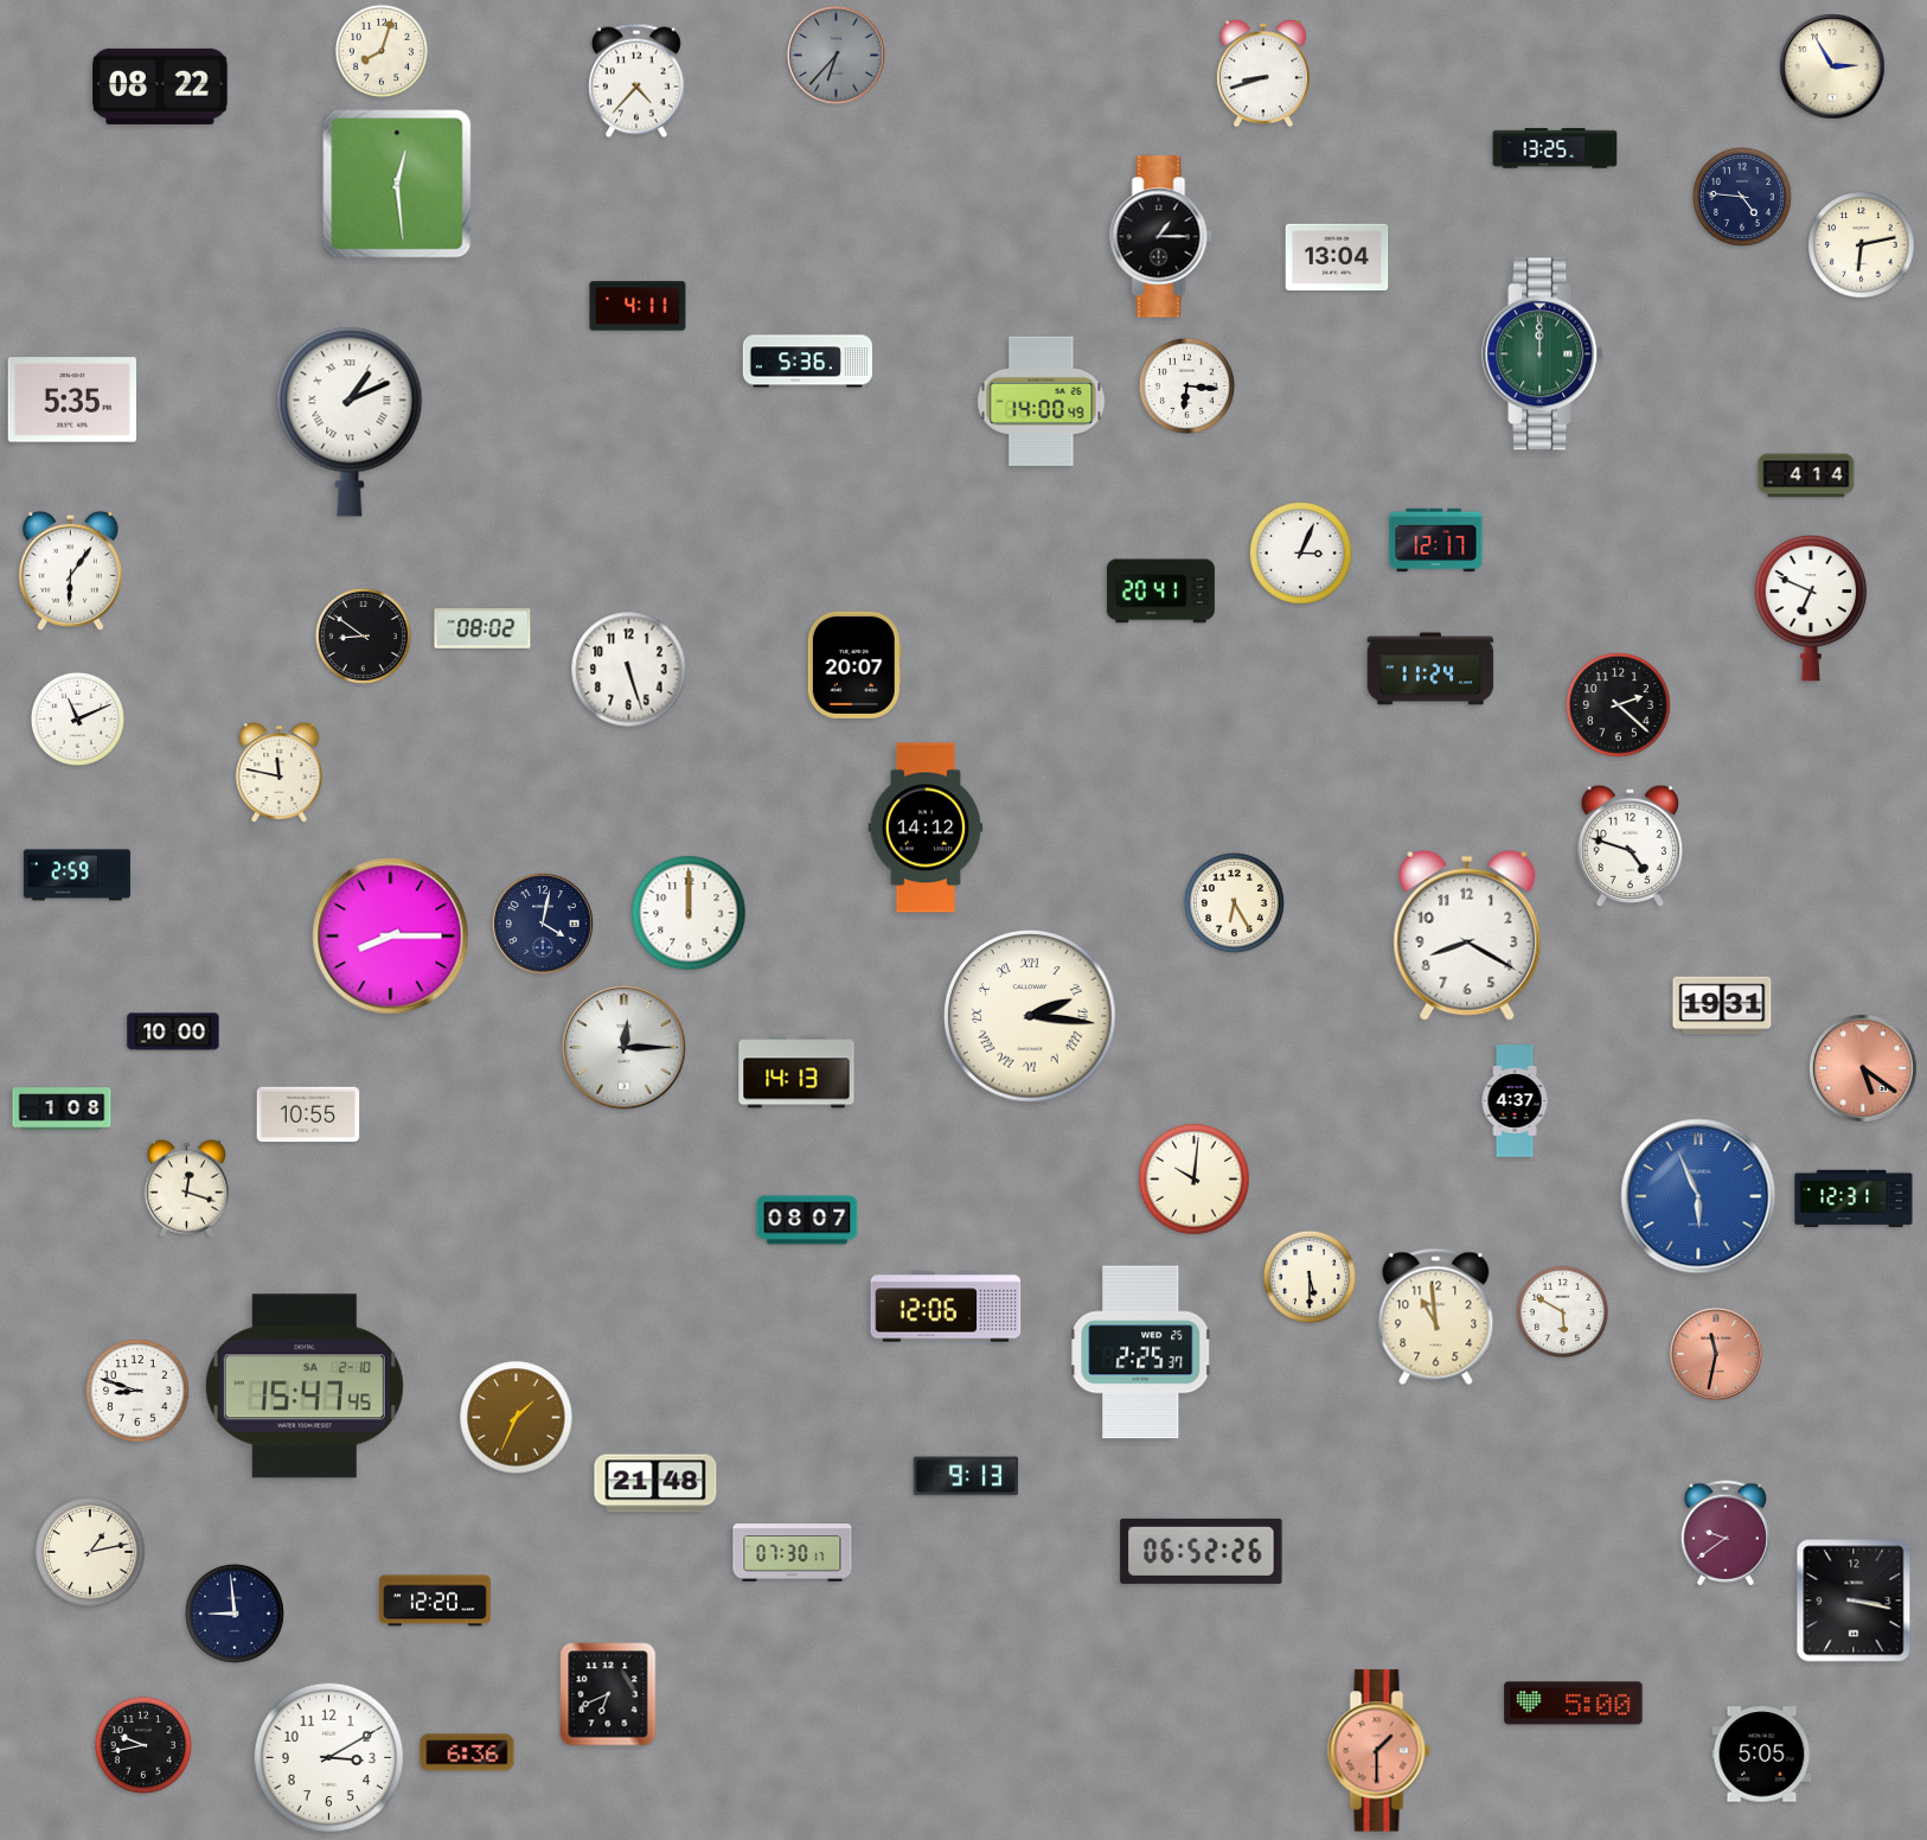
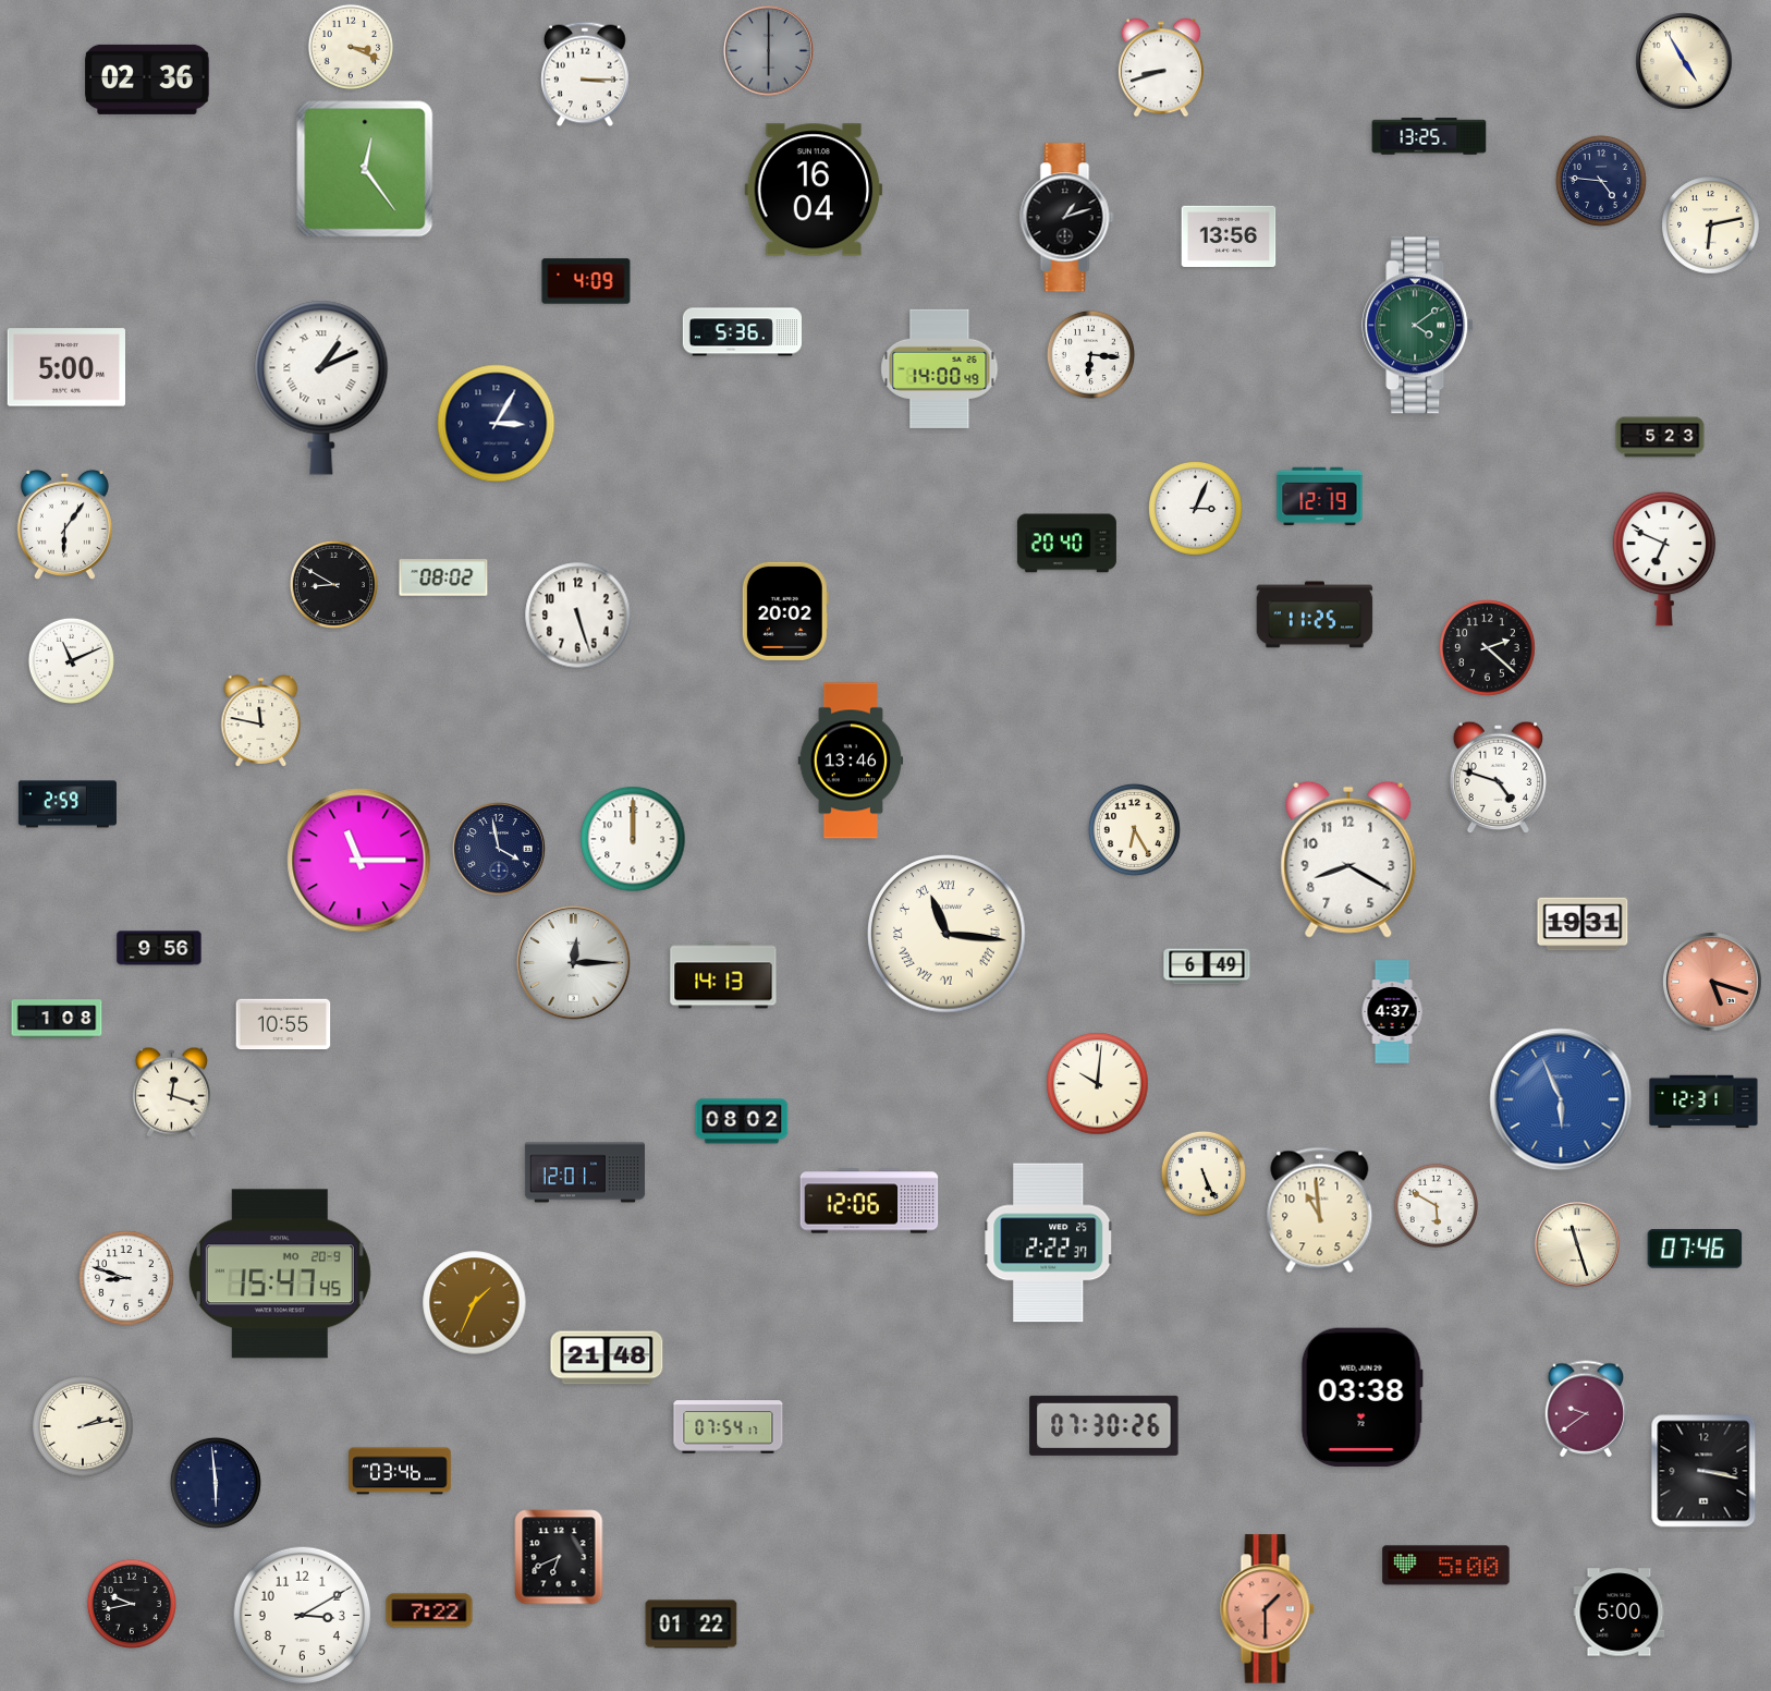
clock at (380, 50): 8:03 -> 3:19
clock at (837, 56): 6:37 -> 6:00
clock at (1832, 66): 2:55 -> 4:55
clock at (638, 81): 4:37 -> 3:15
clock at (160, 87): 08:22 -> 02:36
clock at (397, 184): 12:29 -> 12:24
clock at (814, 190): none -> 16:04
clock at (1161, 237): 1:15 -> 1:12
clock at (1337, 256): 13:04 -> 13:56
clock at (638, 306): 4:11 -> 4:09
clock at (1543, 354): 12:00 -> 4:09
clock at (71, 400): 5:35 -> 5:00
clock at (1042, 401) position: (1042, 401) -> (940, 368)
clock at (497, 424): none -> 3:05
clock at (1806, 475): 4:14 -> 5:23
clock at (1436, 541): 12:17 -> 12:19
clock at (1160, 592): 20:41 -> 20:40
clock at (363, 635): 8:51 -> 8:50
clock at (854, 665): 20:07 -> 20:02
clock at (1430, 669): 11:24 -> 11:25
clock at (280, 773) position: (280, 773) -> (261, 721)
clock at (926, 828): 14:12 -> 13:46
clock at (77, 875) position: (77, 875) -> (68, 804)
clock at (544, 925): 4:02 -> 3:58
clock at (391, 937): 8:15 -> 11:15
clock at (1031, 1017): 2:16 -> 11:16
clock at (173, 1031): 10:00 -> 9:56
clock at (1207, 966): none -> 6:49
clock at (1863, 1068): 5:21 -> 5:18
clock at (796, 1072) position: (796, 1072) -> (723, 975)
clock at (807, 1220): 08:07 -> 08:02
clock at (585, 1172): none -> 12:01
clock at (1308, 1276): 5:30 -> 5:26
clock at (1141, 1353): 2:25 -> 2:22
clock at (1716, 1354): 11:32 -> 11:27
clock at (1716, 1354) dial: salmon -> cream
clock at (1695, 1249): none -> 07:46
clock at (305, 1386) date: SA 2-10 -> MO 20-9
clock at (966, 1476): 9:13 -> none
clock at (655, 1483) position: (655, 1483) -> (607, 1358)
clock at (1361, 1398): none -> 03:38
clock at (1202, 1551): 06:52 -> 07:30
clock at (90, 1552): 1:13 -> 2:13
clock at (793, 1553): 07:30 -> 07:54
clock at (435, 1601): 12:20 -> 03:46
clock at (235, 1614): 8:59 -> 5:59
clock at (467, 1752): 6:36 -> 7:22
clock at (1762, 1755): 5:05 -> 5:00
clock at (692, 1625): none -> 01:22
